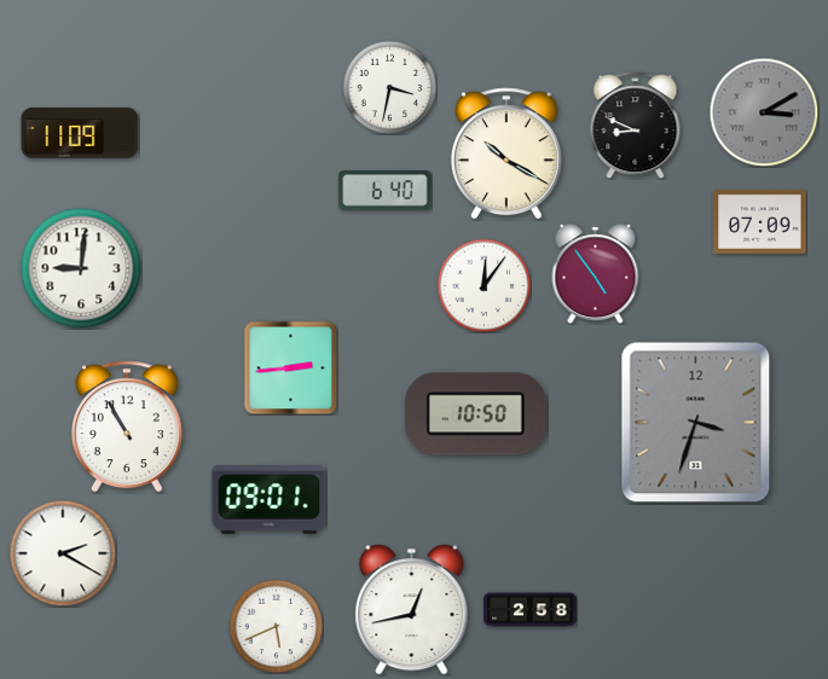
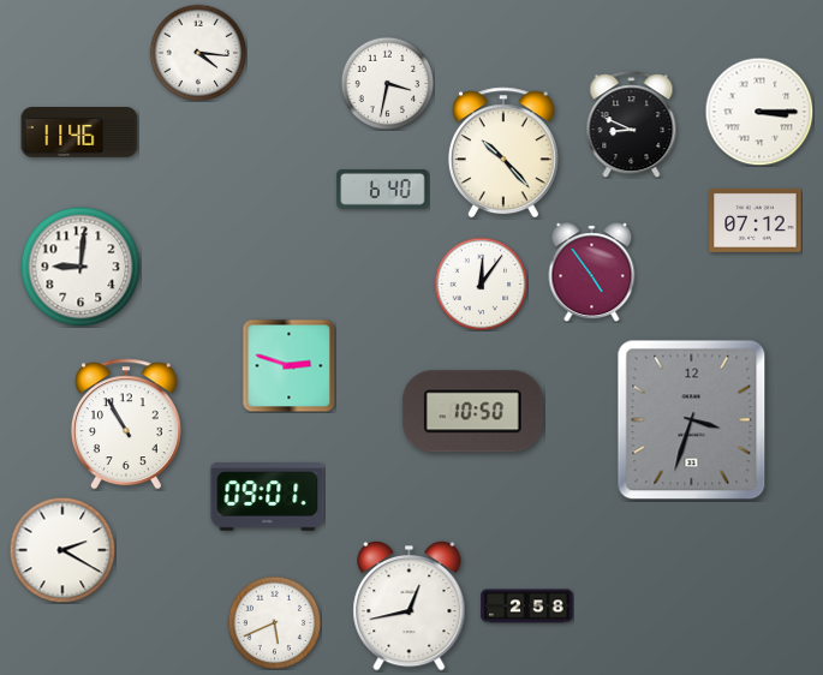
clock at (198, 53): none -> 4:16
clock at (389, 87) position: (389, 87) -> (387, 83)
clock at (764, 112): 3:10 -> 3:15
clock at (764, 112) dial: grey -> white
clock at (80, 134): 11:09 -> 11:46
clock at (506, 153): 10:20 -> 10:23
clock at (760, 221): 07:09 -> 07:12
clock at (290, 367): 2:44 -> 2:48
